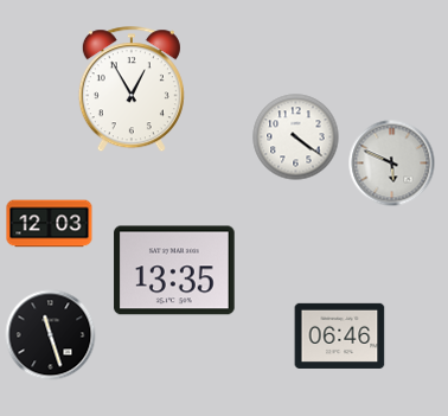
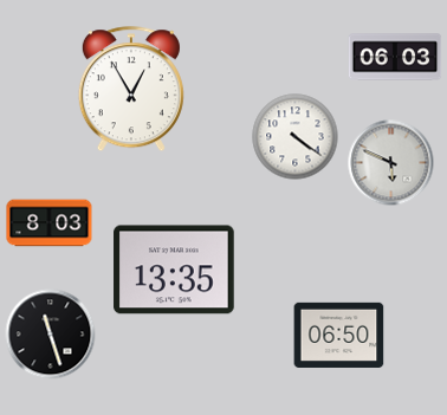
clock at (395, 57): none -> 06:03
clock at (50, 224): 12:03 -> 8:03
clock at (340, 335): 06:46 -> 06:50
